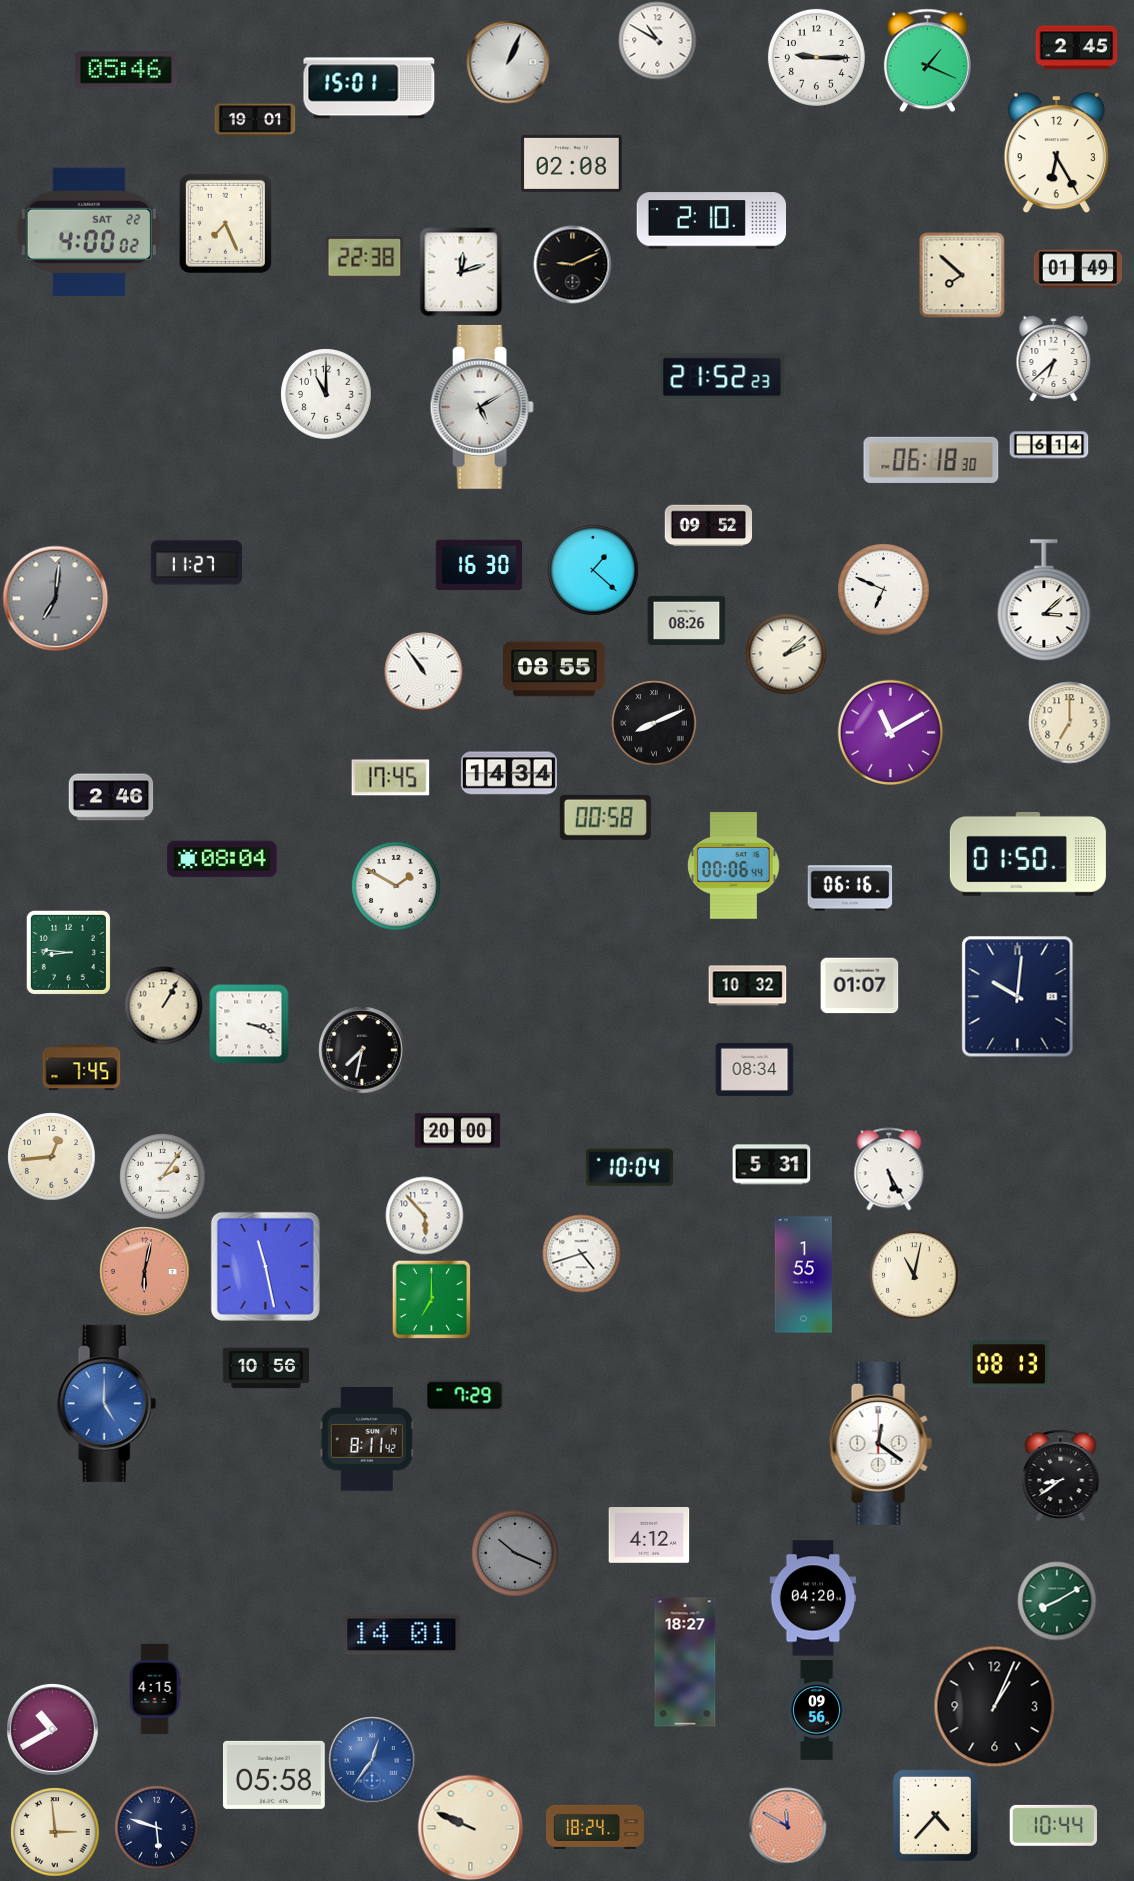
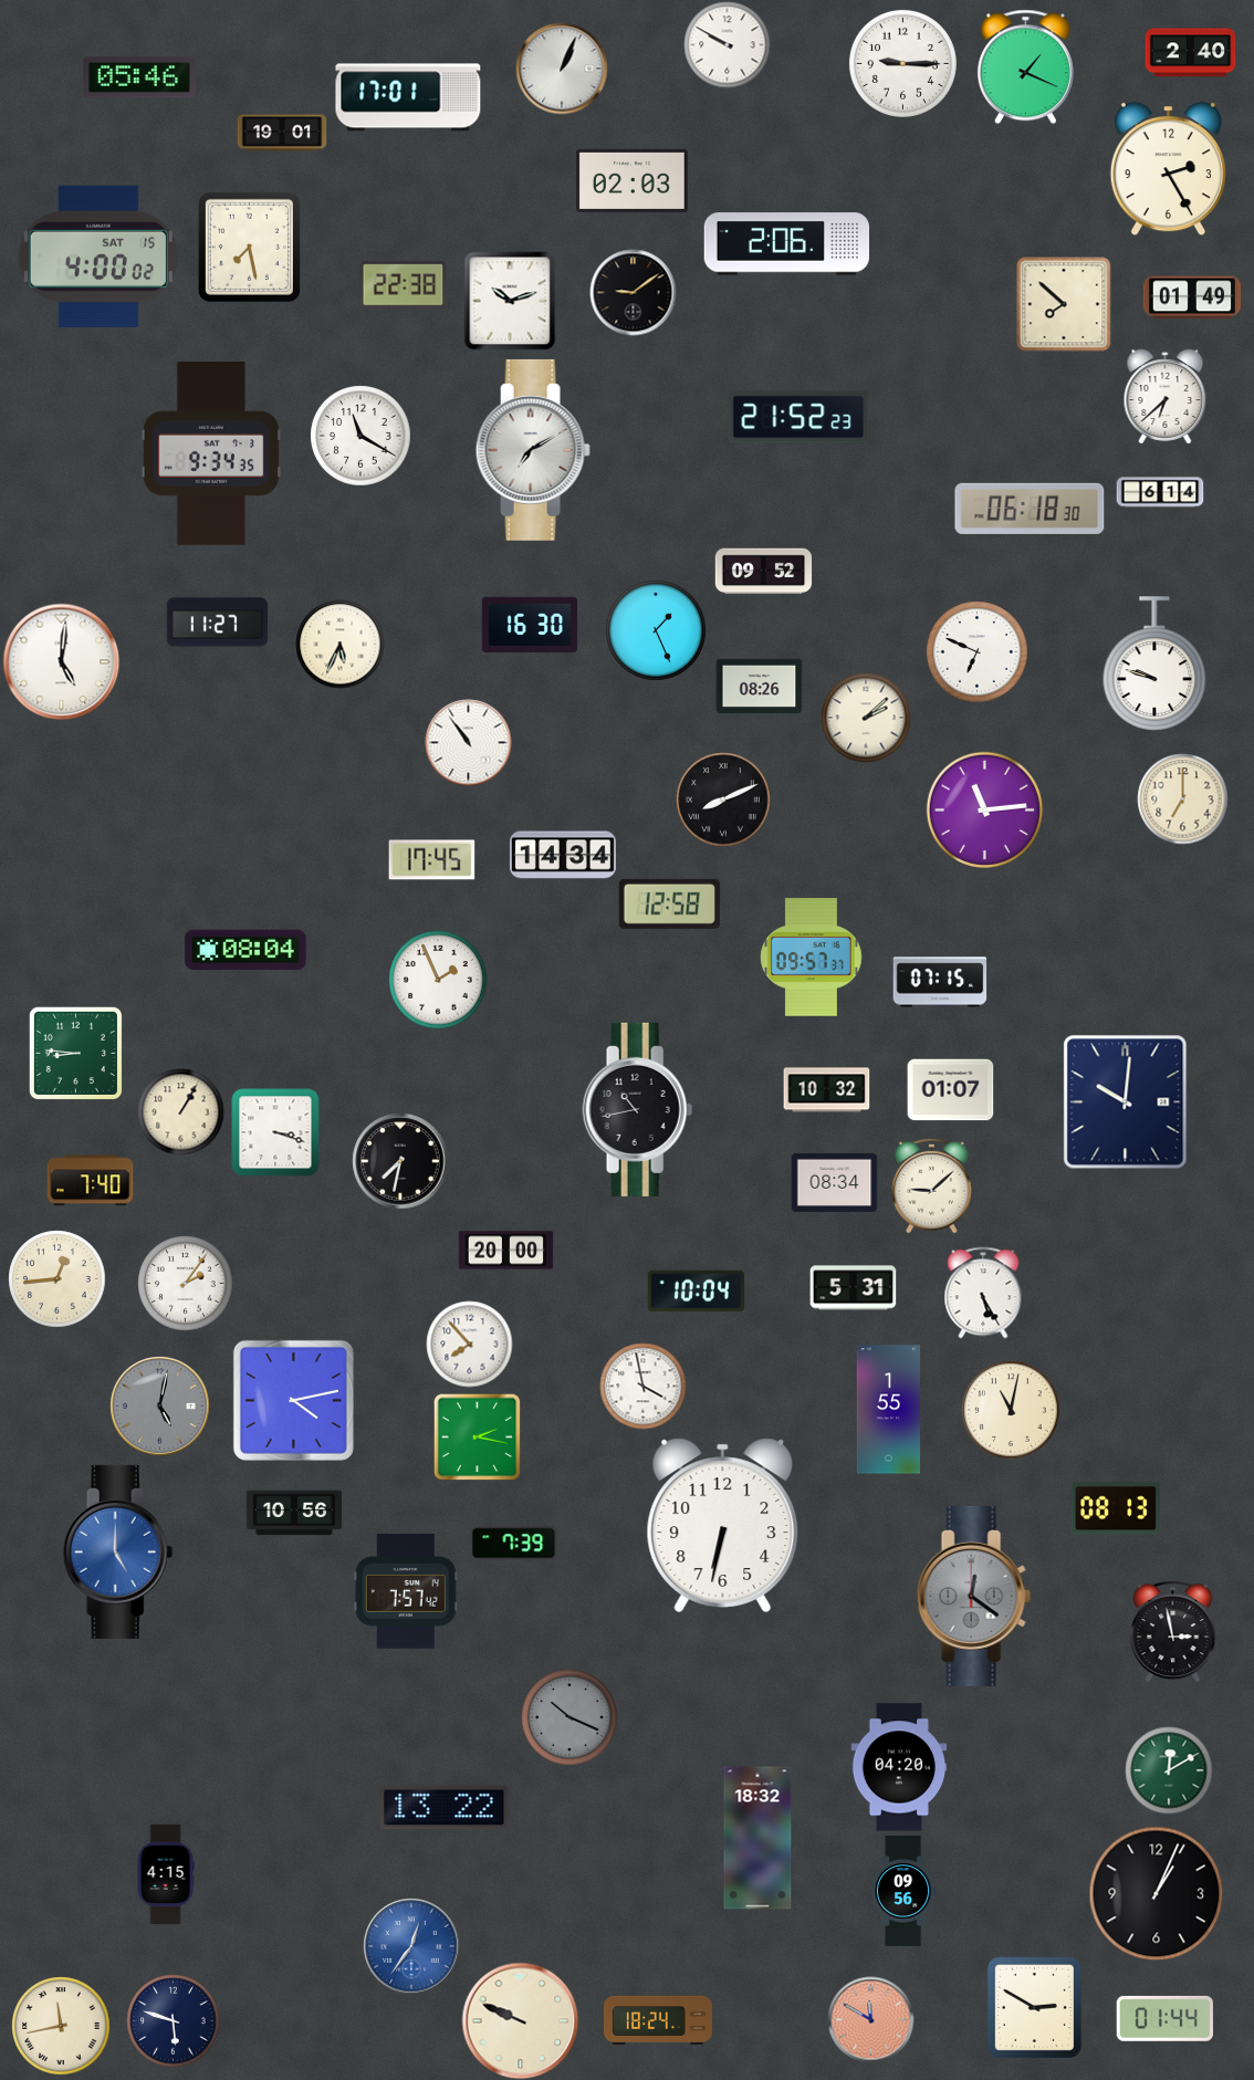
clock at (657, 40): 10:50 -> 9:50
clock at (1076, 48): 2:45 -> 2:40
clock at (369, 88): 15:01 -> 17:01
clock at (1056, 152): 6:25 -> 2:25
clock at (571, 163): 02:08 -> 02:03
clock at (711, 221): 2:10 -> 2:06
clock at (225, 223): 7:26 -> 7:28
clock at (89, 232) date: SAT 22 -> SAT 15
clock at (572, 264): 9:11 -> 9:09
clock at (461, 272): 12:12 -> 10:12
clock at (326, 394): 11:00 -> 11:20
clock at (482, 407): 5:10 -> 7:10
clock at (210, 454): none -> 9:34
clock at (708, 526) position: (708, 526) -> (763, 572)
clock at (593, 570): 1:22 -> 1:26
clock at (339, 644): none -> 5:34
clock at (55, 598): 7:01 -> 5:01
clock at (55, 598) dial: grey -> white
clock at (1044, 600): 3:08 -> 9:48
clock at (786, 654) position: (786, 654) -> (866, 718)
clock at (555, 669): 08:55 -> none
clock at (890, 732): 11:10 -> 11:14
clock at (111, 797): 2:46 -> none
clock at (605, 817): 00:58 -> 12:58
clock at (1028, 854): 01:50 -> none
clock at (734, 866): 00:06 -> 09:57
clock at (396, 886): 1:50 -> 1:56
clock at (850, 888): 06:16 -> 07:15
clock at (638, 1109): none -> 10:43
clock at (81, 1068): 7:45 -> 7:40
clock at (932, 1185): none -> 9:08
clock at (162, 1176) position: (162, 1176) -> (185, 1283)
clock at (424, 1215): 5:53 -> 7:53
clock at (581, 1253): 4:42 -> 3:58
clock at (265, 1266): 11:28 -> 4:13
clock at (144, 1271): 6:02 -> 5:02
clock at (144, 1271) dial: salmon -> grey
clock at (431, 1299): 7:00 -> 2:17
clock at (723, 1525): none -> 6:32
clock at (464, 1396): 7:29 -> 7:39
clock at (367, 1439): 8:11 -> 7:57
clock at (880, 1443) dial: white -> grey
clock at (1061, 1475): 8:39 -> 2:58
clock at (649, 1535): 4:12 -> none
clock at (1057, 1601): 8:10 -> 12:10
clock at (402, 1635): 14:01 -> 13:22
clock at (685, 1662): 18:27 -> 18:32
clock at (155, 1688) position: (155, 1688) -> (166, 1873)
clock at (994, 1706) position: (994, 1706) -> (1156, 1893)
clock at (52, 1729): 10:40 -> none
clock at (274, 1775): 05:58 -> none
clock at (935, 1815): 4:37 -> 2:50
clock at (1053, 1825): 10:44 -> 01:44
clock at (55, 1832): 2:59 -> 11:43
